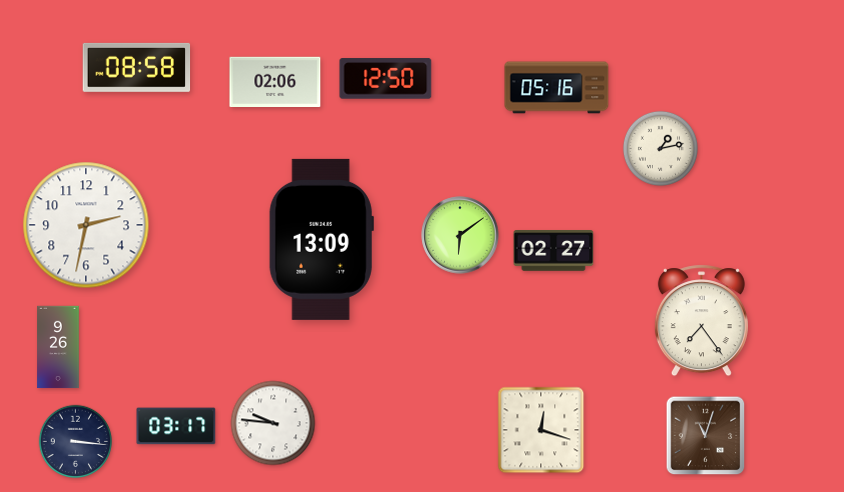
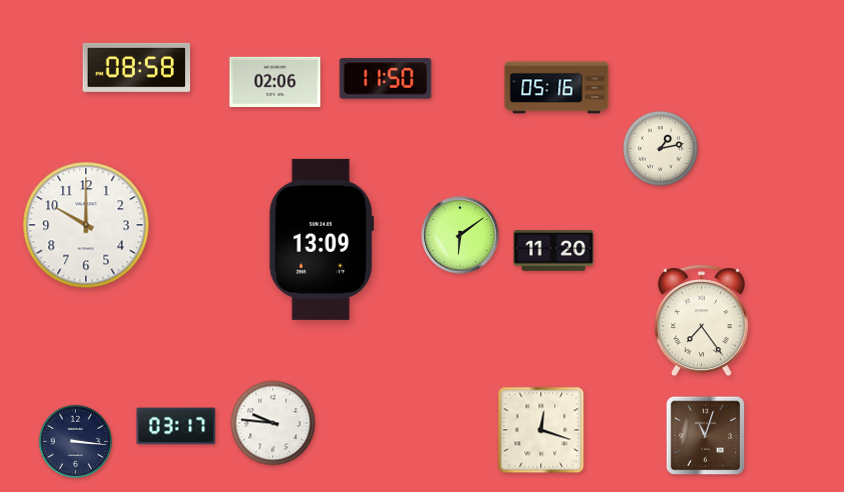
clock at (386, 79): 12:50 -> 11:50
clock at (86, 225): 2:32 -> 10:00
clock at (554, 251): 02:27 -> 11:20
clock at (58, 347): 9:26 -> none
